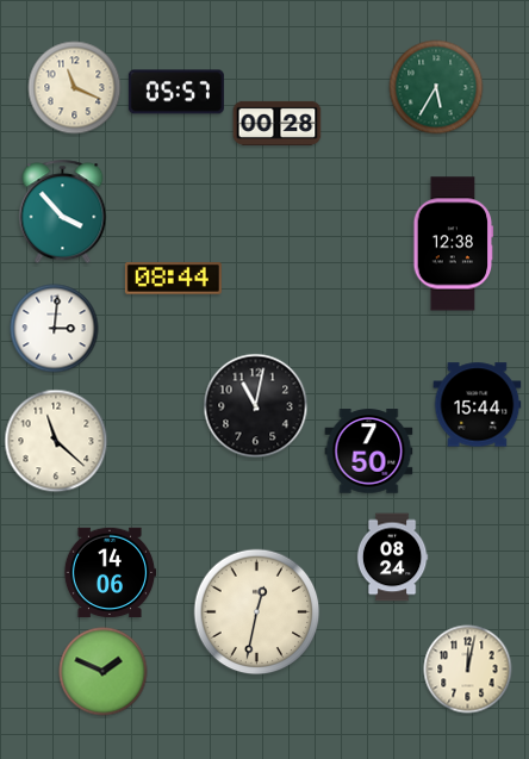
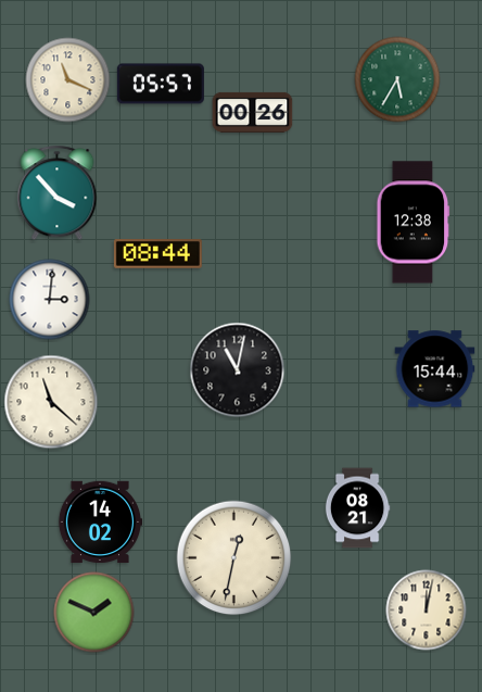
clock at (278, 123): 00:28 -> 00:26
clock at (256, 406) position: (256, 406) -> (238, 370)
clock at (369, 452): 7:50 -> none
clock at (392, 558): 08:24 -> 08:21
clock at (110, 573): 14:06 -> 14:02
